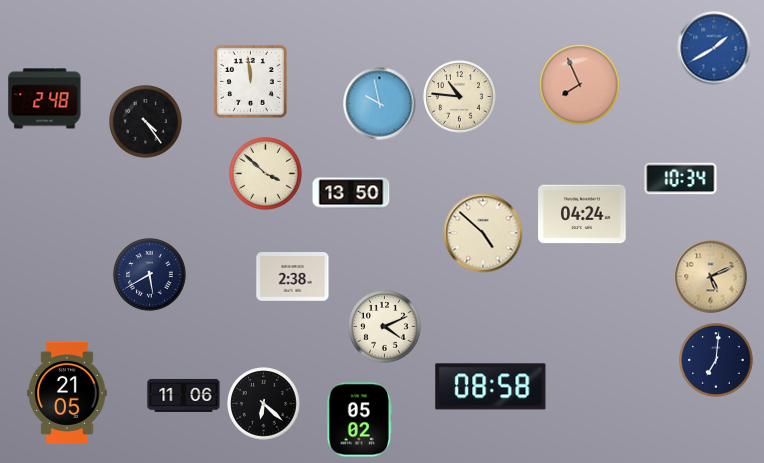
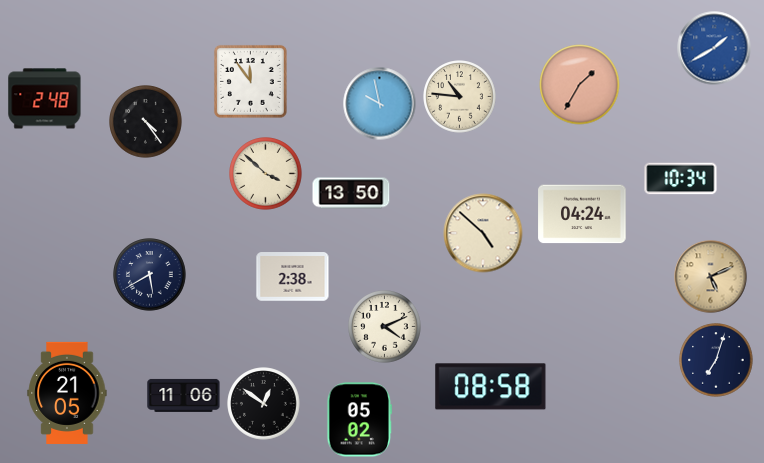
clock at (250, 81): 11:59 -> 11:54
clock at (580, 85): 7:56 -> 1:35
clock at (716, 360): 7:01 -> 7:03
clock at (264, 404): 6:22 -> 12:51
